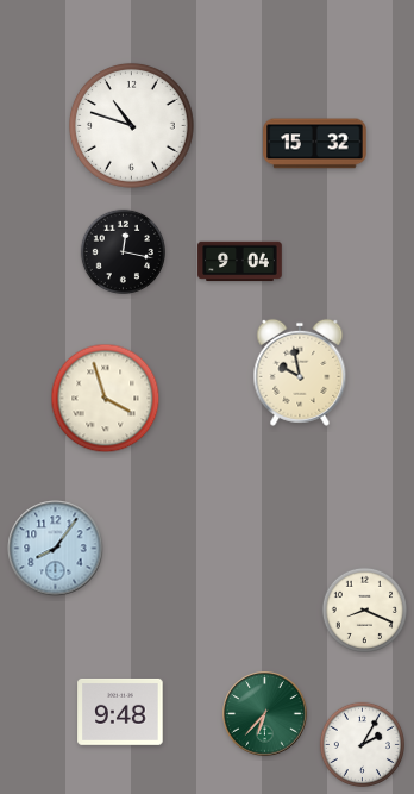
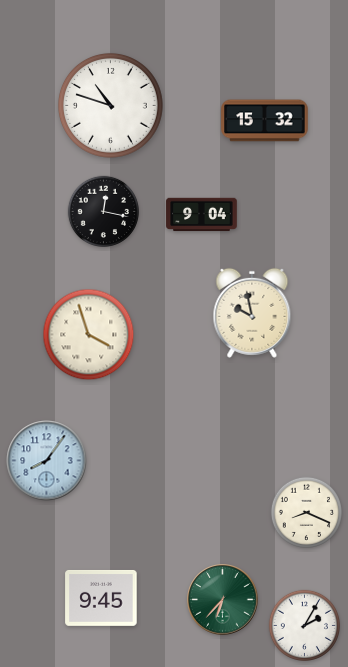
clock at (240, 262) position: (240, 262) -> (202, 215)
clock at (120, 712): 9:48 -> 9:45
